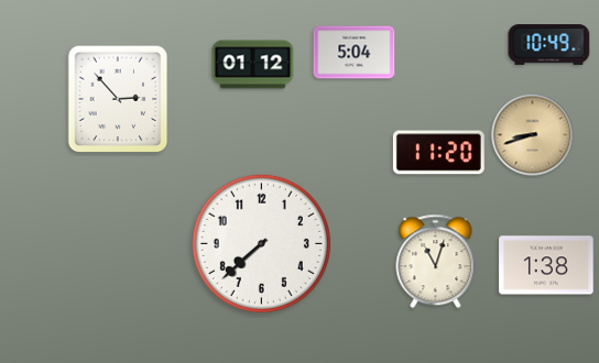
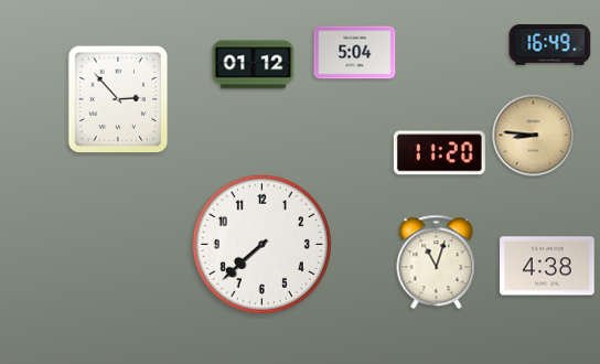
clock at (549, 45): 10:49 -> 16:49
clock at (533, 135): 8:42 -> 8:46
clock at (546, 265): 1:38 -> 4:38
